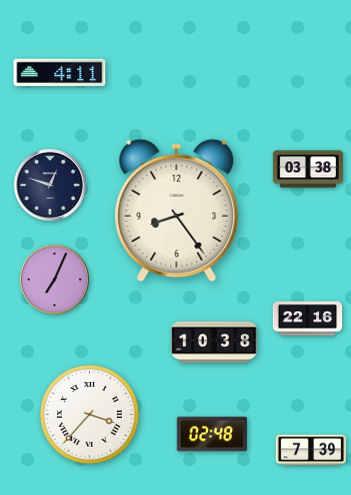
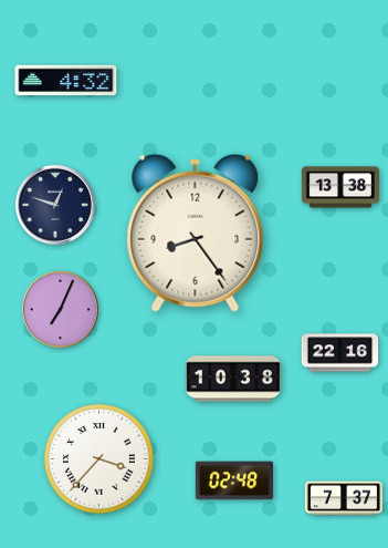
clock at (60, 73): 4:11 -> 4:32
clock at (307, 169): 03:38 -> 13:38
clock at (214, 342) position: (214, 342) -> (233, 379)
clock at (310, 450): 7:39 -> 7:37
